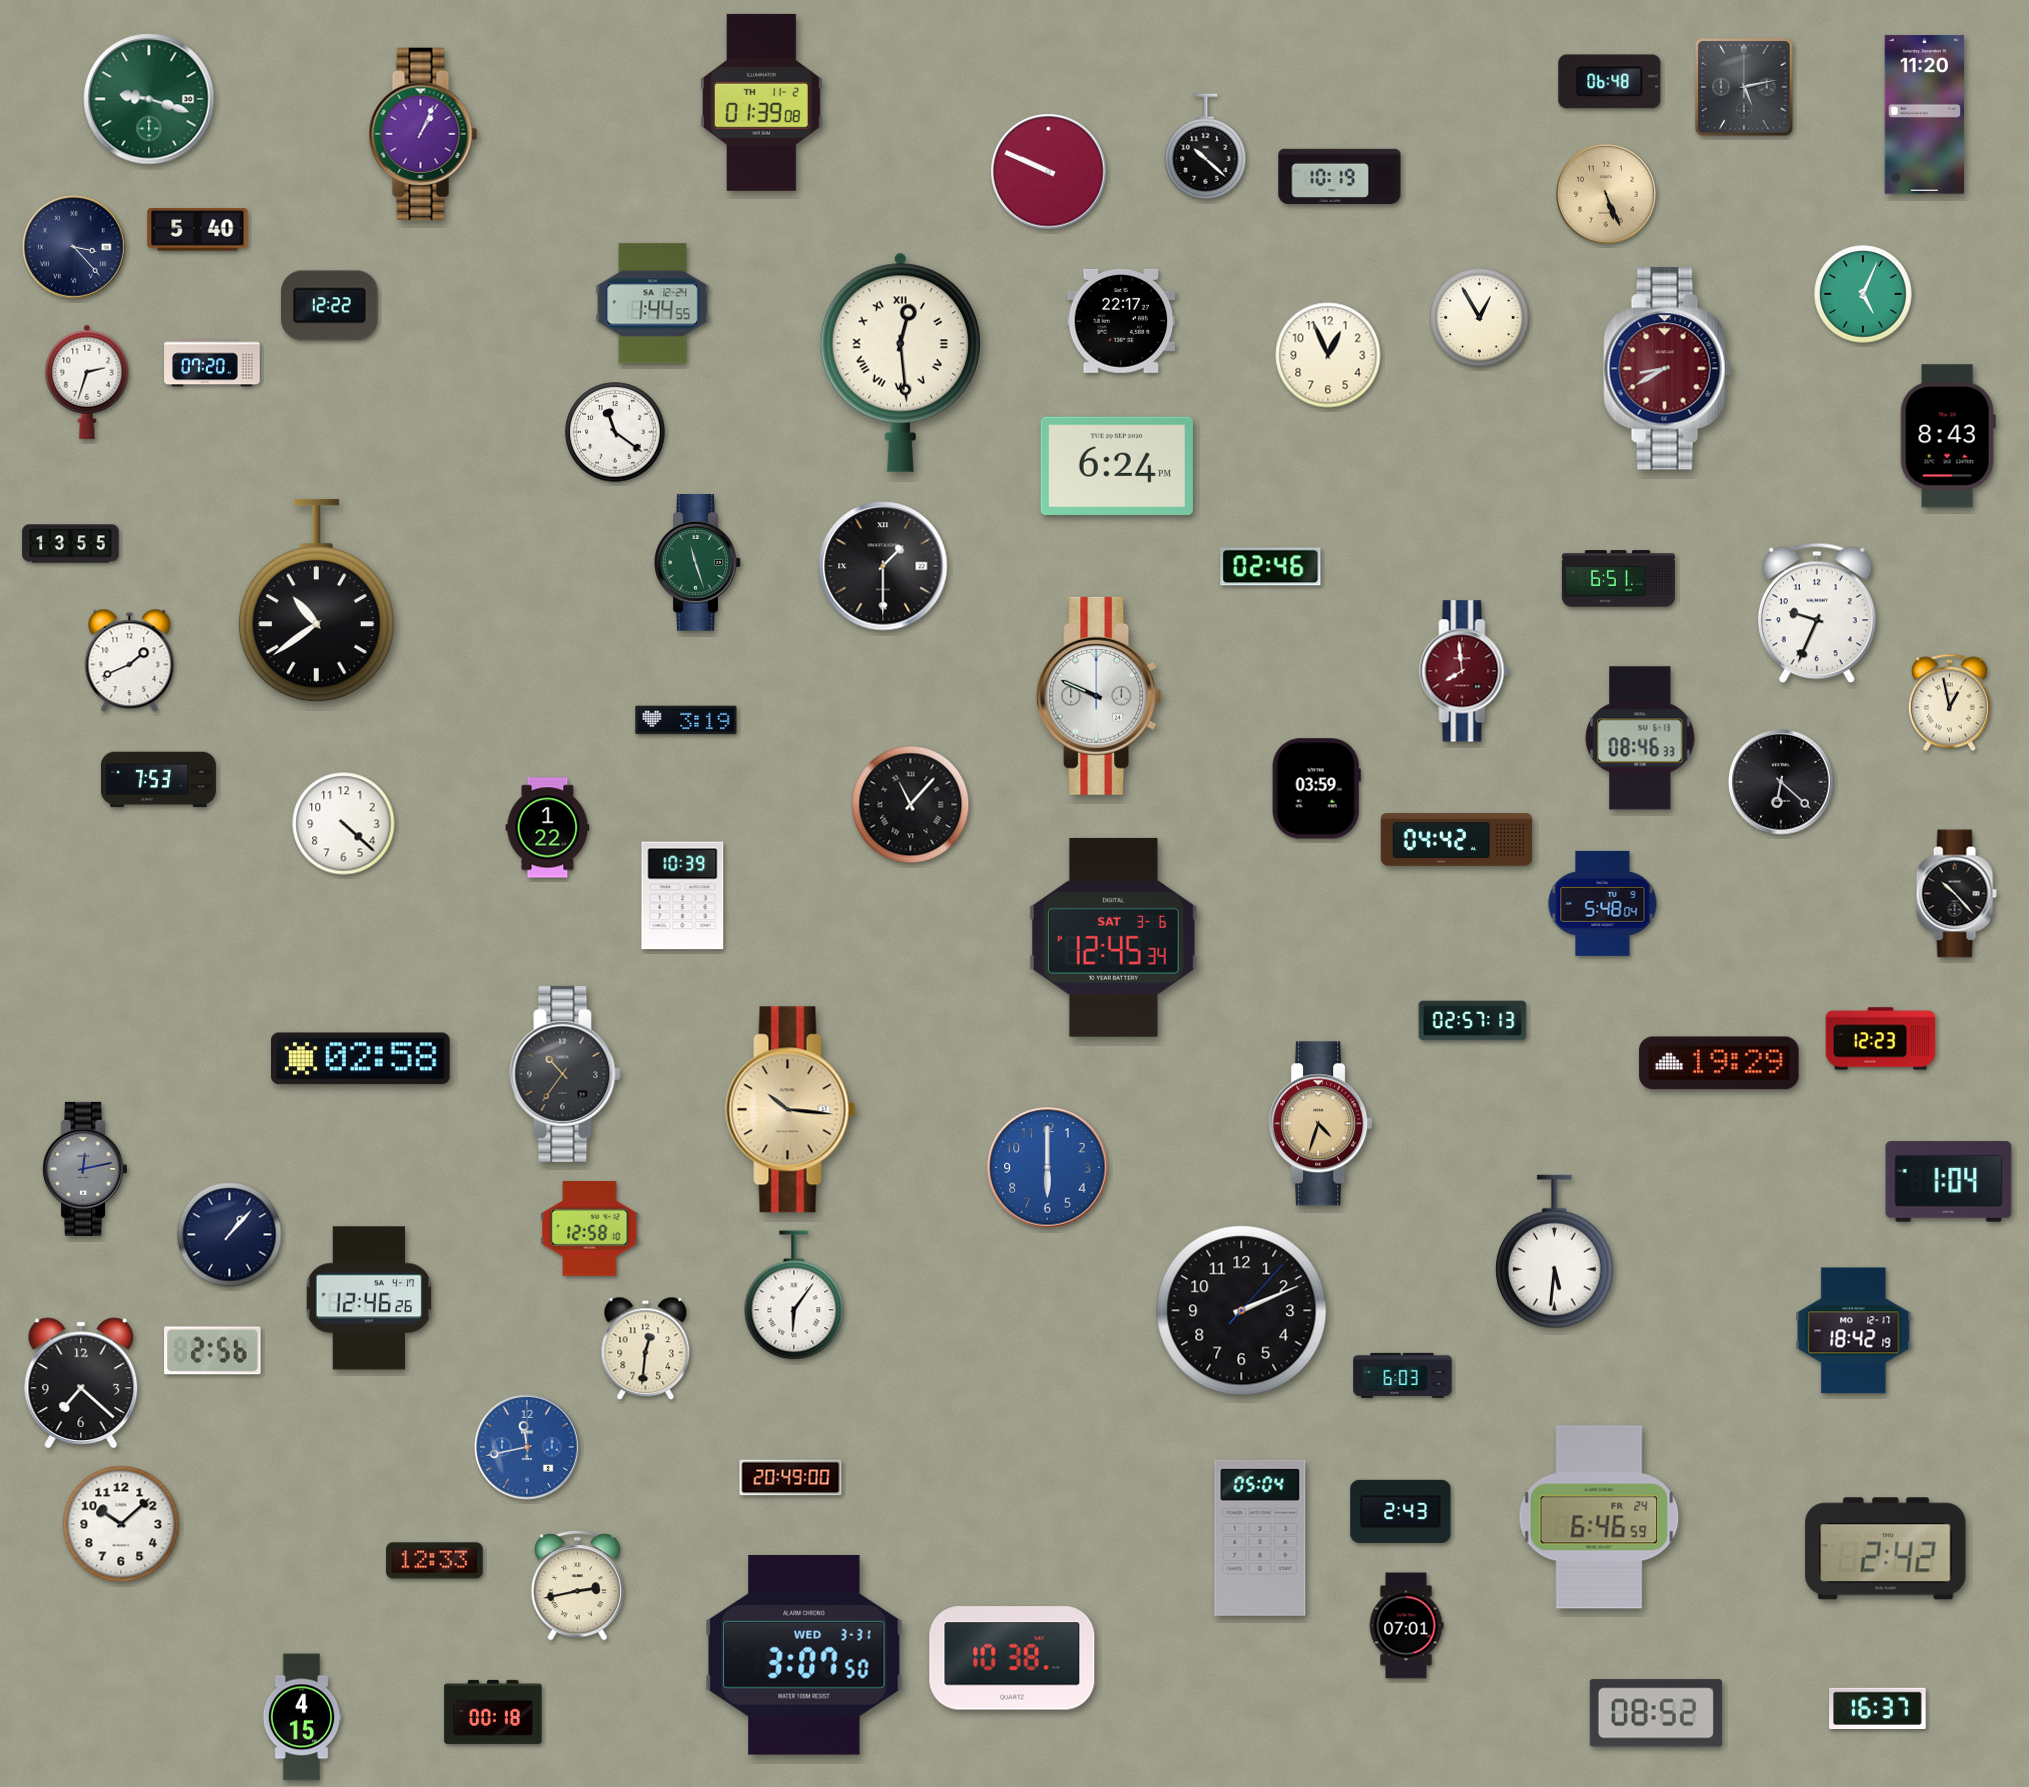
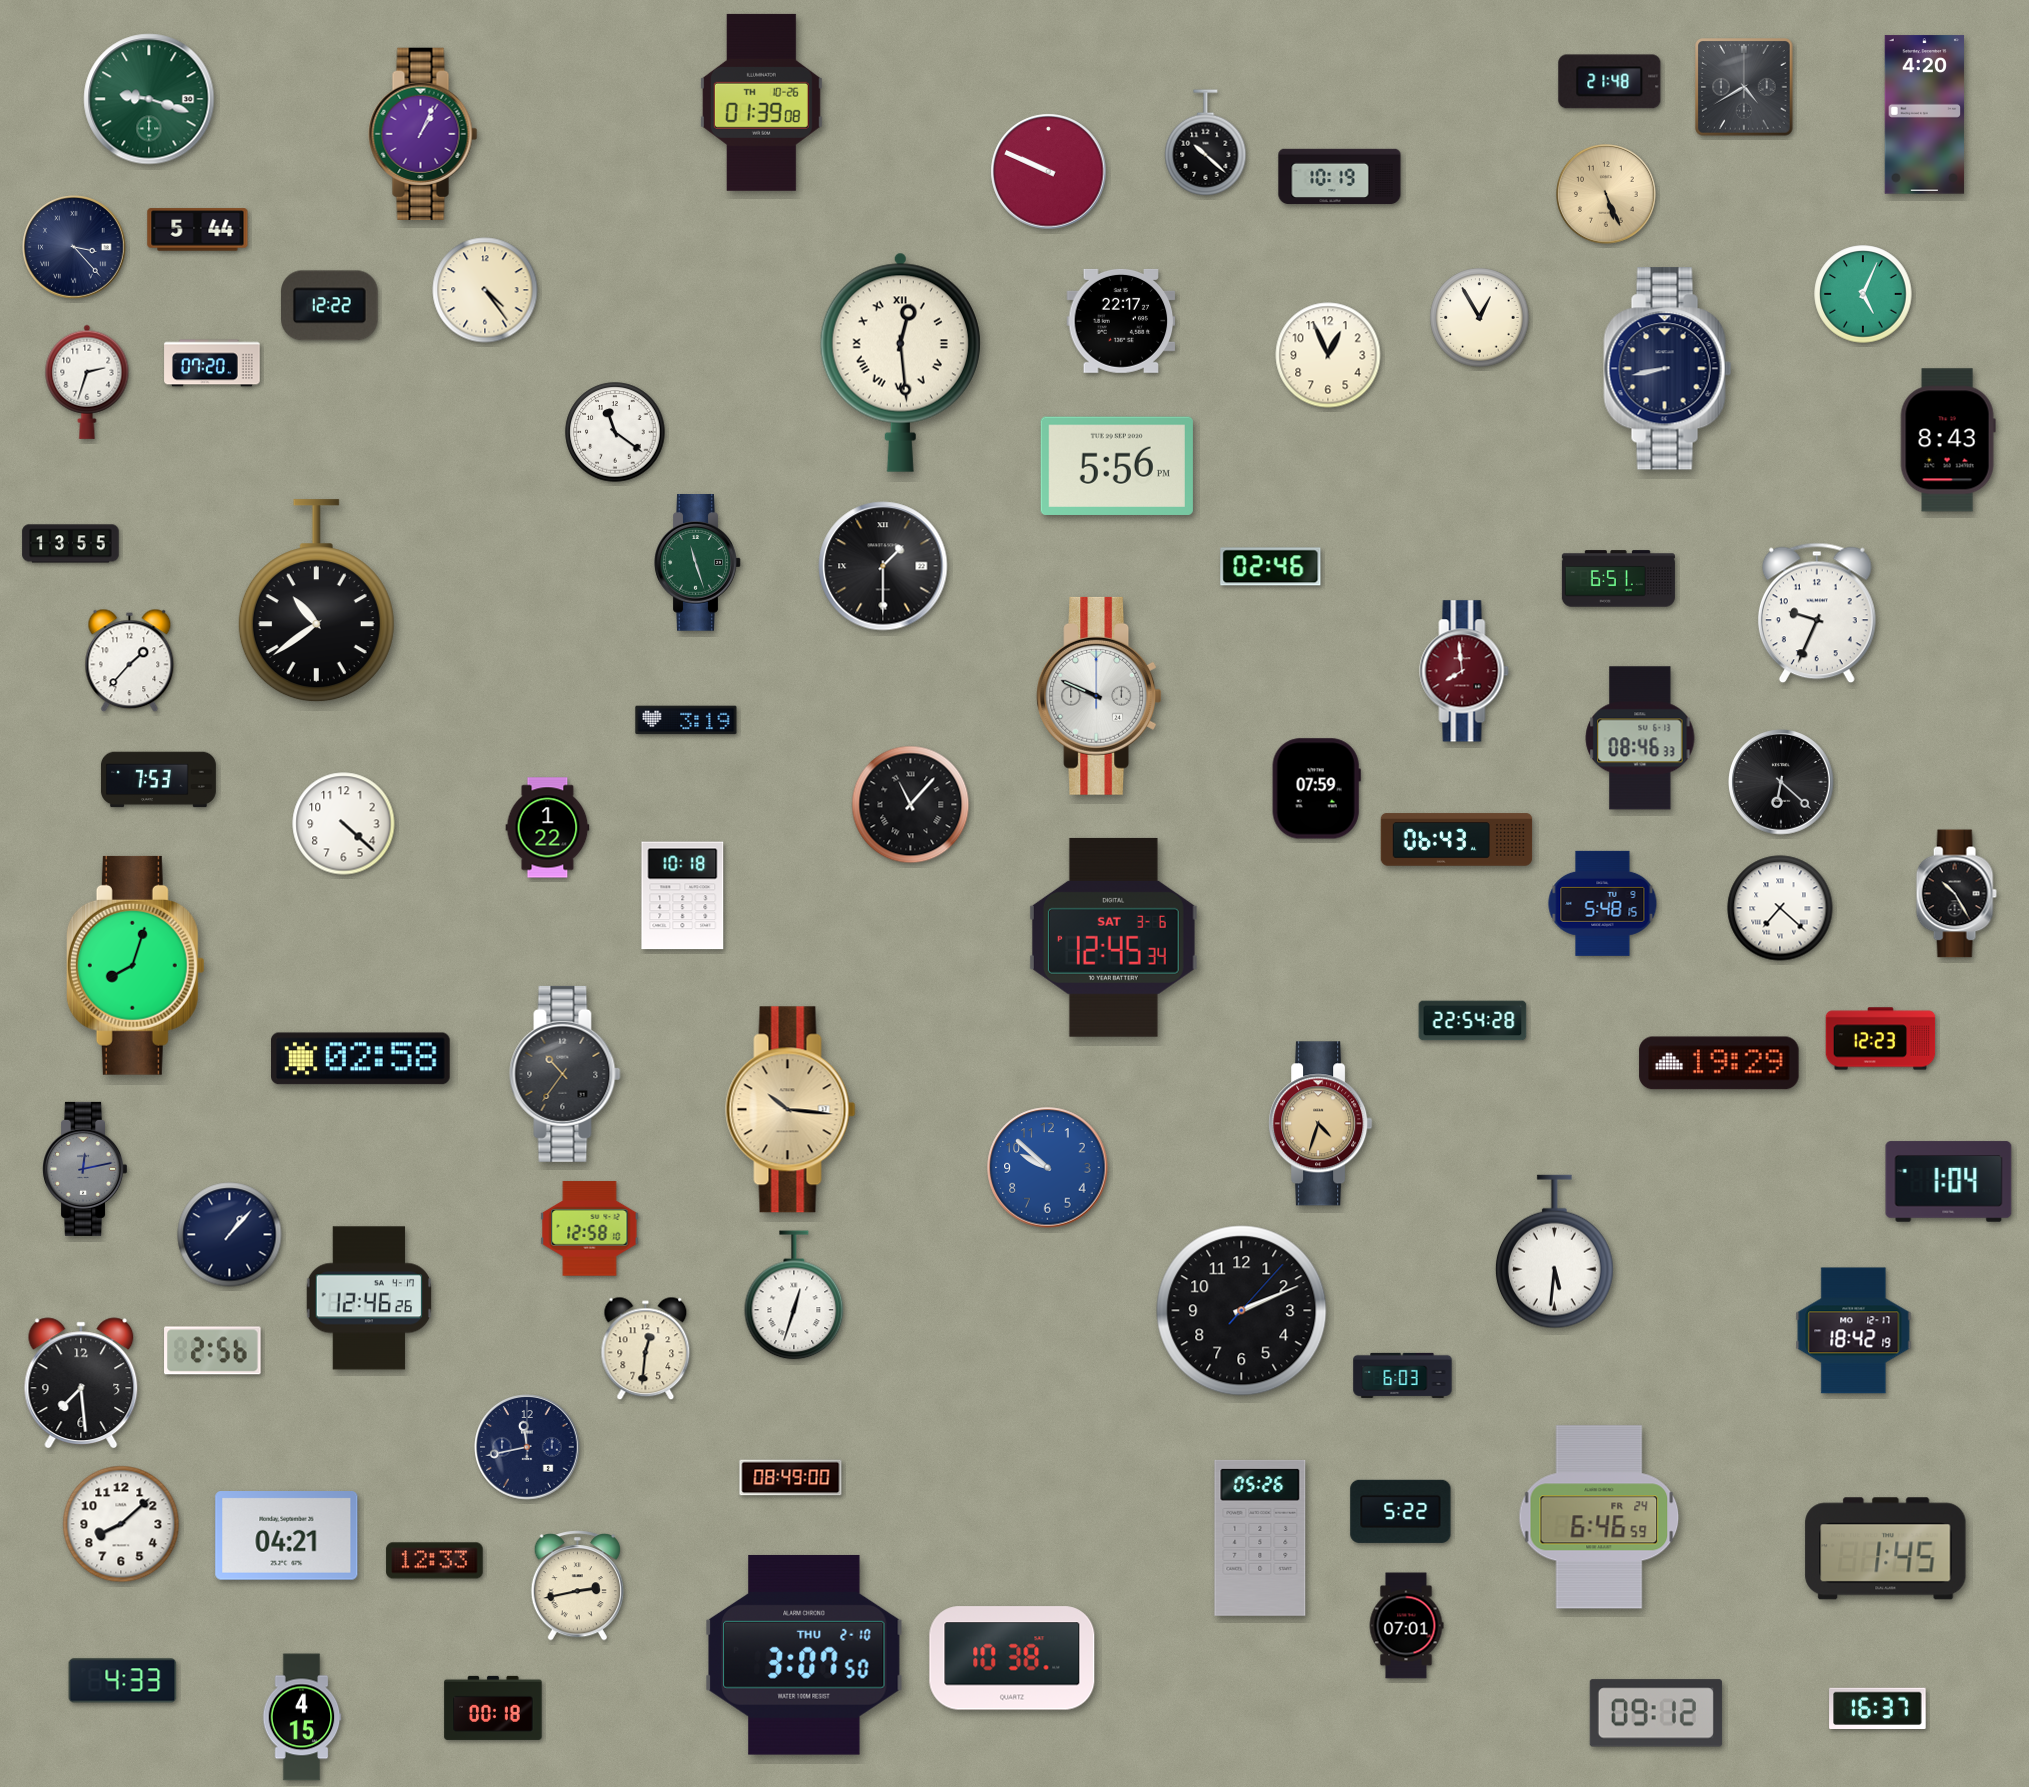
clock at (1610, 82): 06:48 -> 21:48
clock at (1744, 87): 5:13 -> 4:40
clock at (761, 102) date: TH 11-2 -> TH 10-26
clock at (1925, 115): 11:20 -> 4:20
clock at (1206, 147) position: (1206, 147) -> (1206, 143)
clock at (198, 230): 5:40 -> 5:44
clock at (485, 290): none -> 4:24
clock at (653, 304): 1:44 -> none
clock at (1668, 369): 8:40 -> 8:43
clock at (1668, 369) dial: burgundy -> navy
clock at (1948, 436) position: (1948, 436) -> (1948, 440)
clock at (1117, 466): 6:24 -> 5:56
clock at (130, 661): 1:41 -> 1:37
clock at (1949, 703): 12:58 -> none
clock at (1316, 789): 03:59 -> 07:59
clock at (1457, 840): 04:42 -> 06:43
clock at (1956, 894): 10:23 -> 10:25
clock at (683, 896): 10:39 -> 10:18
clock at (1603, 903): 5:48:04 -> 5:48:15
clock at (1780, 908): none -> 7:22
clock at (135, 965): none -> 8:03
clock at (1473, 1021): 02:57 -> 22:54
clock at (1048, 1168): 6:00 -> 9:52
clock at (794, 1295): 6:06 -> 12:33
clock at (81, 1383): 7:22 -> 7:29
clock at (527, 1447) dial: blue -> navy
clock at (791, 1478): 20:49 -> 08:49
clock at (1401, 1511): 2:43 -> 5:22
clock at (121, 1524): 10:08 -> 8:08
clock at (287, 1536): none -> 04:21
clock at (1260, 1538): 05:04 -> 05:26
clock at (1886, 1549): 2:42 -> 1:45
clock at (804, 1655) date: WED 3-31 -> THU 2-10
clock at (123, 1681): none -> 4:33
clock at (493, 1712) position: (493, 1712) -> (493, 1708)
clock at (1656, 1713): 08:52 -> 09:12
